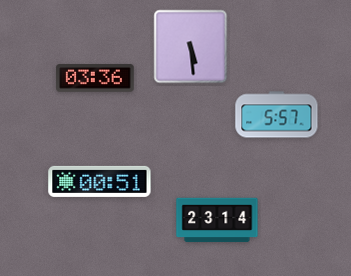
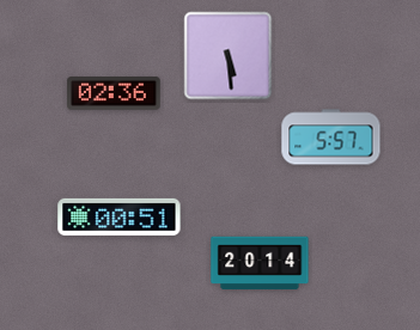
clock at (95, 78): 03:36 -> 02:36
clock at (217, 220): 23:14 -> 20:14
